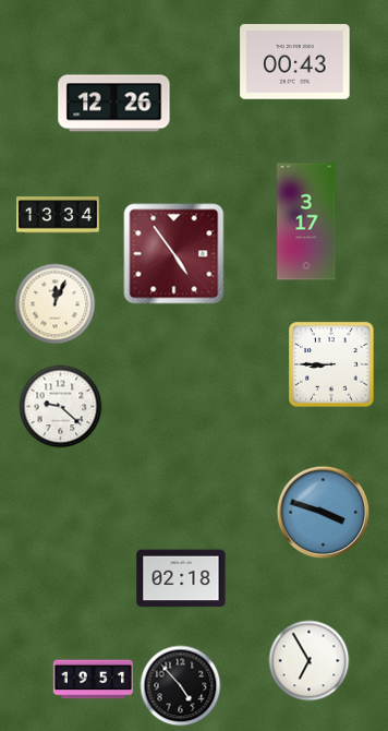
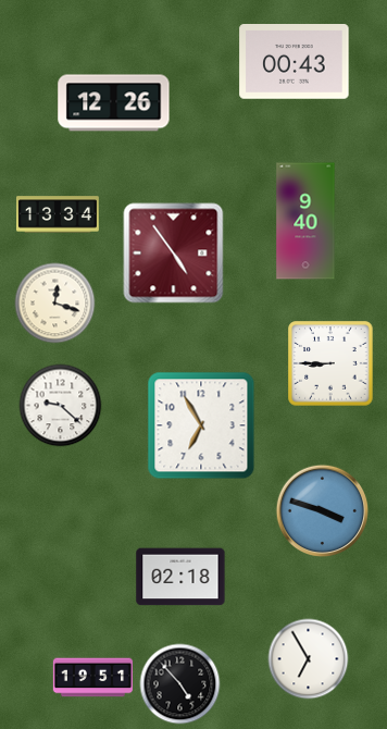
clock at (306, 221): 3:17 -> 9:40
clock at (56, 304): 12:04 -> 12:18
clock at (201, 425): none -> 6:55
